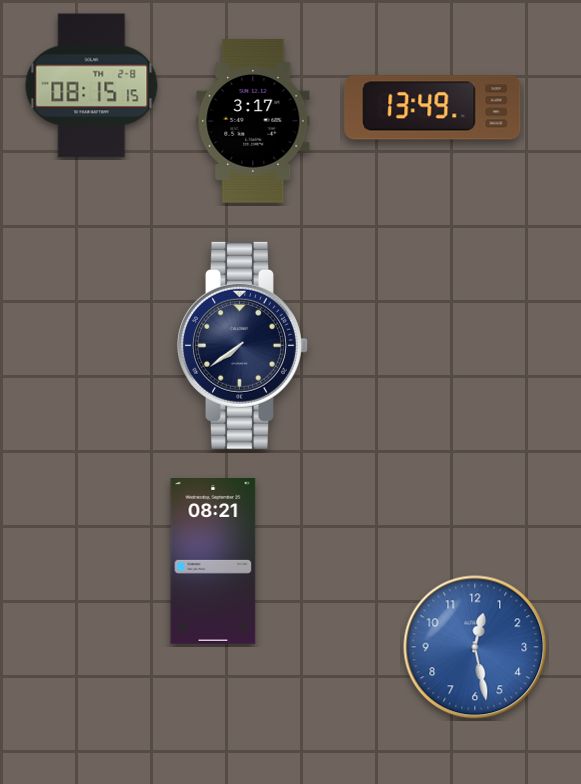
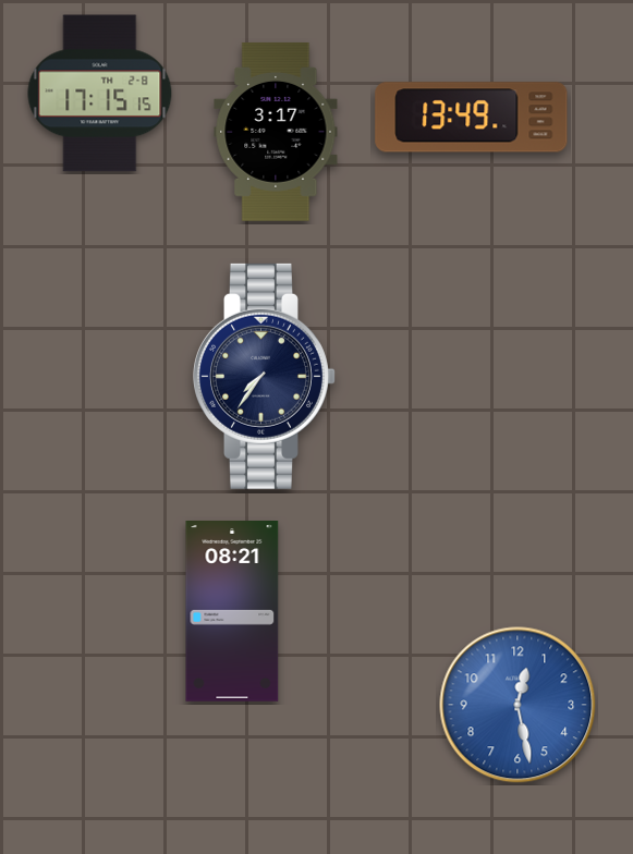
clock at (92, 86): 08:15 -> 17:15
clock at (243, 345): 7:39 -> 7:36
